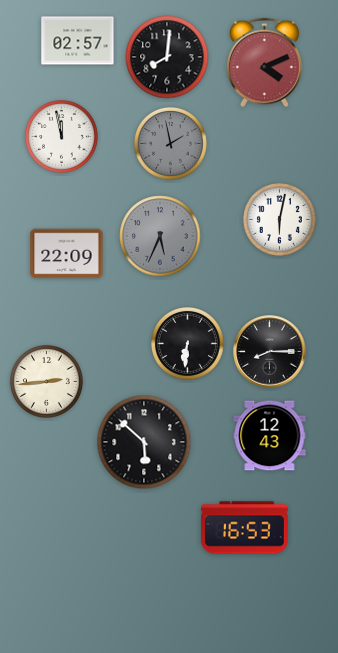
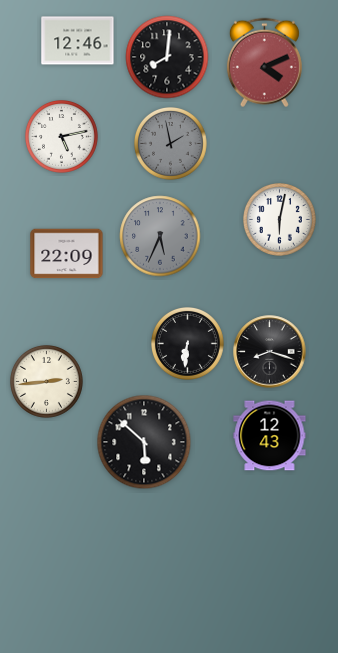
clock at (78, 41): 02:57 -> 12:46
clock at (62, 137): 11:58 -> 5:13
clock at (270, 352): 8:15 -> 8:18
clock at (245, 528): 16:53 -> none
